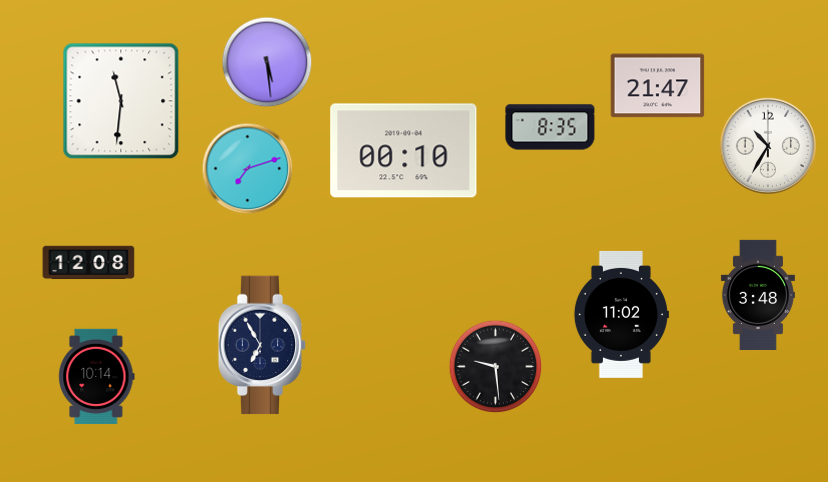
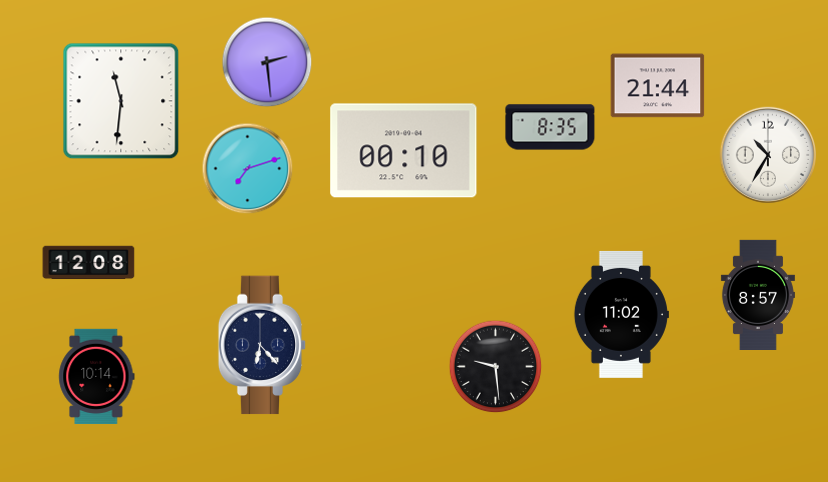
clock at (267, 62): 5:29 -> 2:29
clock at (658, 86): 21:47 -> 21:44
clock at (767, 145) position: (767, 145) -> (767, 154)
clock at (758, 294): 3:48 -> 8:57
clock at (262, 345): 6:55 -> 6:23
